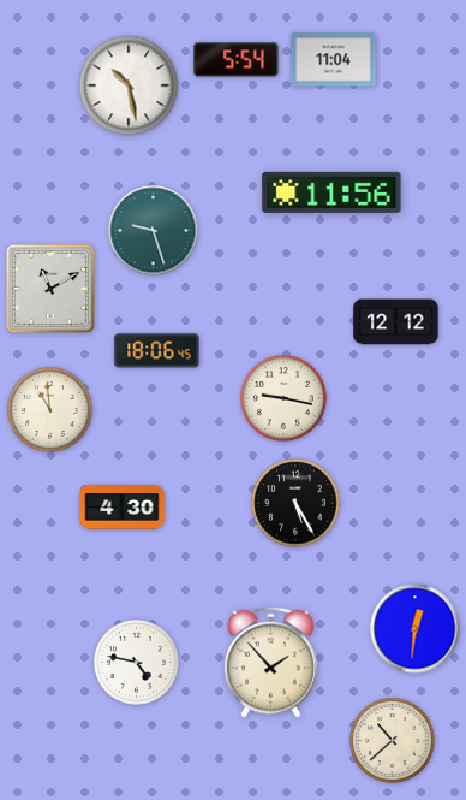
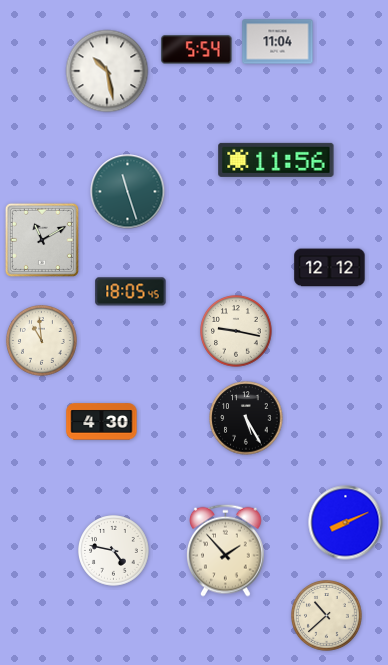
clock at (334, 60) position: (334, 60) -> (278, 42)
clock at (154, 231): 9:27 -> 11:27
clock at (157, 351): 18:06 -> 18:05
clock at (416, 629): 12:31 -> 8:11
